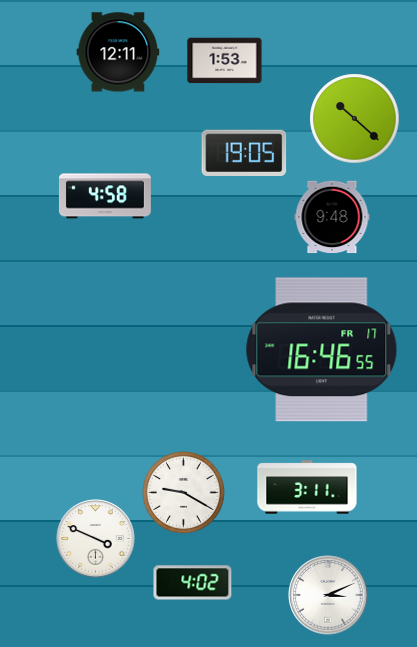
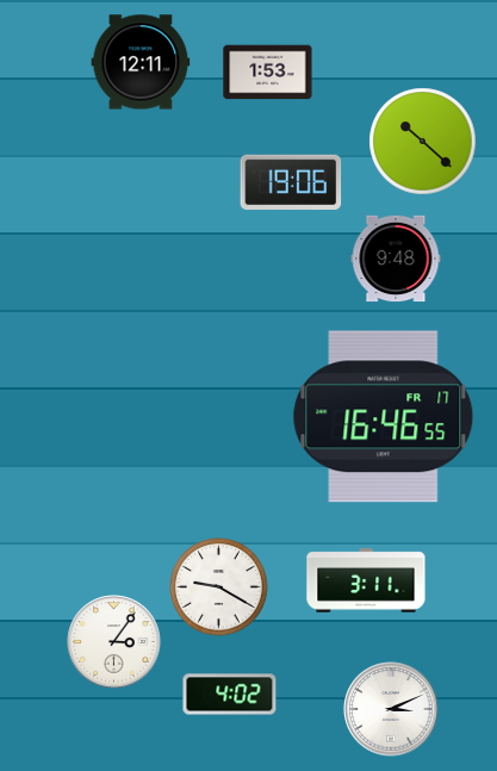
clock at (244, 153): 19:05 -> 19:06
clock at (105, 196): 4:58 -> none
clock at (96, 539): 3:49 -> 3:06
